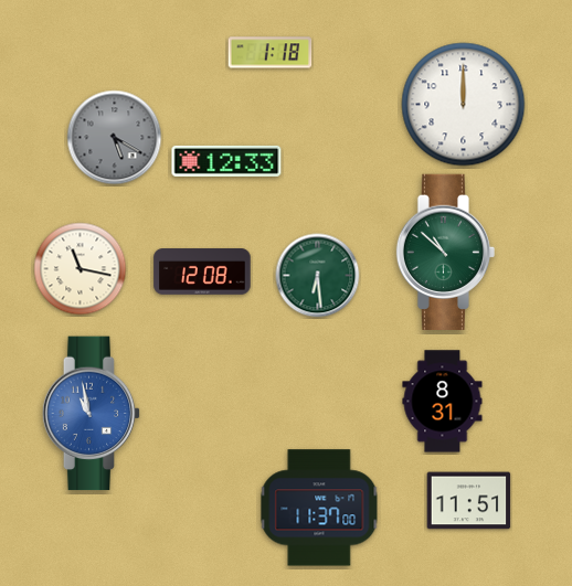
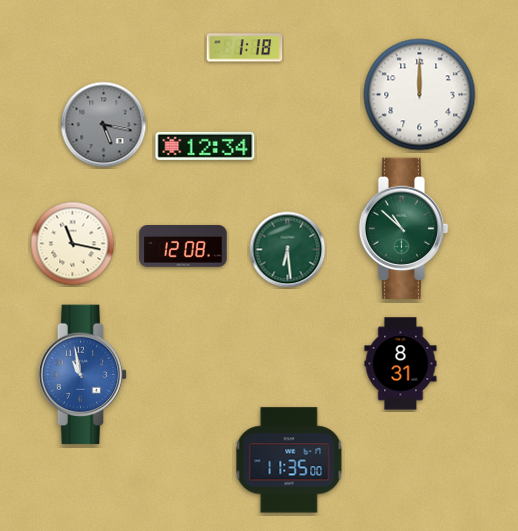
clock at (115, 138): 5:20 -> 5:17
clock at (226, 161): 12:33 -> 12:34
clock at (469, 501): 11:51 -> none
clock at (319, 508): 11:37 -> 11:35
